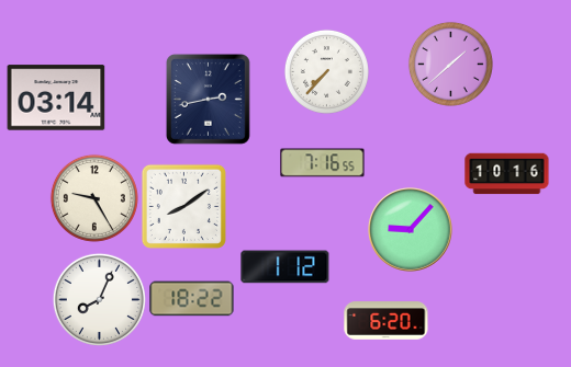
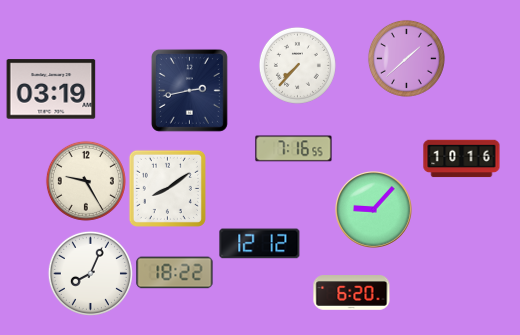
clock at (450, 64) position: (450, 64) -> (406, 58)
clock at (56, 98): 03:14 -> 03:19
clock at (285, 267): 1:12 -> 12:12
